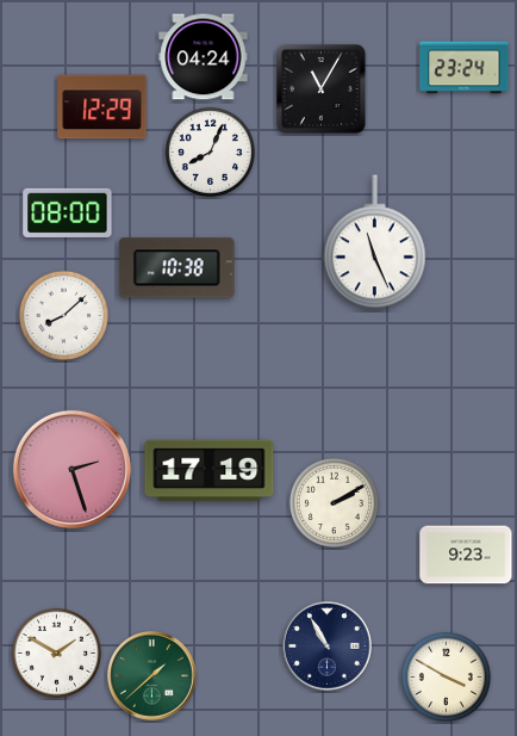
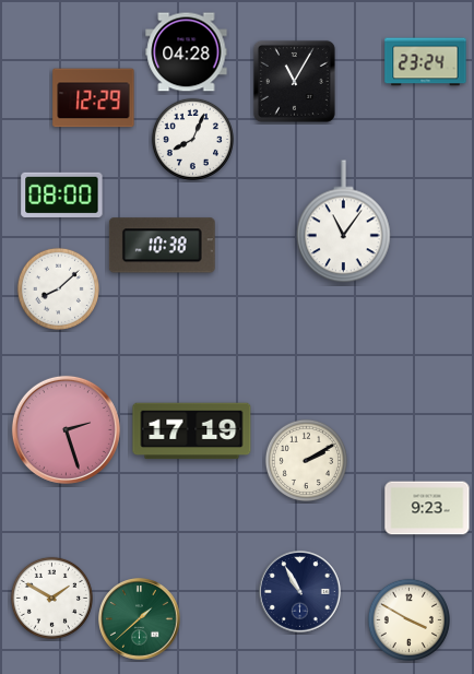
clock at (204, 57): 04:24 -> 04:28
clock at (375, 242): 11:26 -> 11:06
